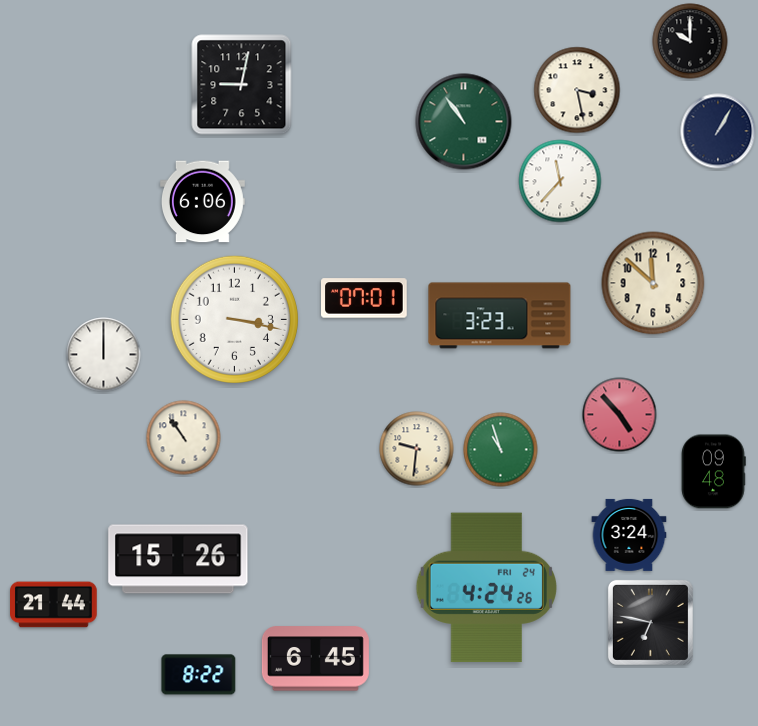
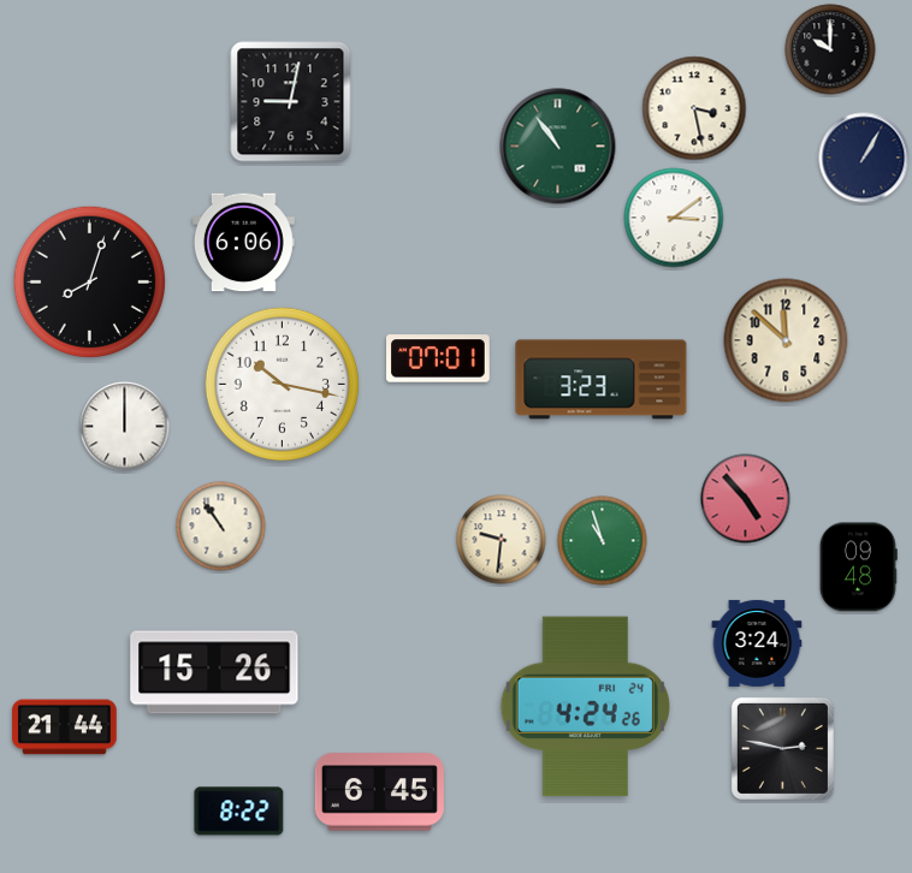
clock at (560, 181): 11:37 -> 3:09
clock at (89, 281): none -> 8:03
clock at (234, 319): 3:17 -> 10:17
clock at (650, 622): 6:47 -> 2:47
